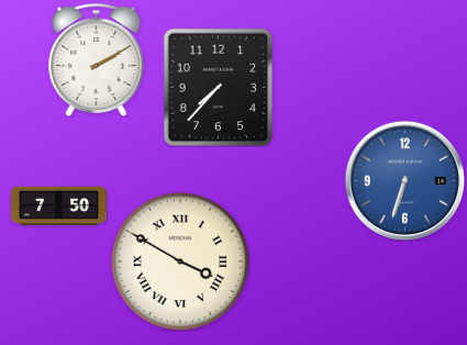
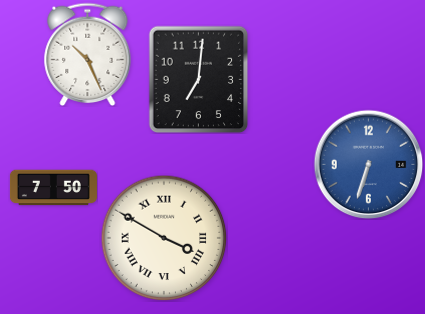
clock at (97, 59): 2:10 -> 10:26
clock at (219, 87): 7:37 -> 7:01
